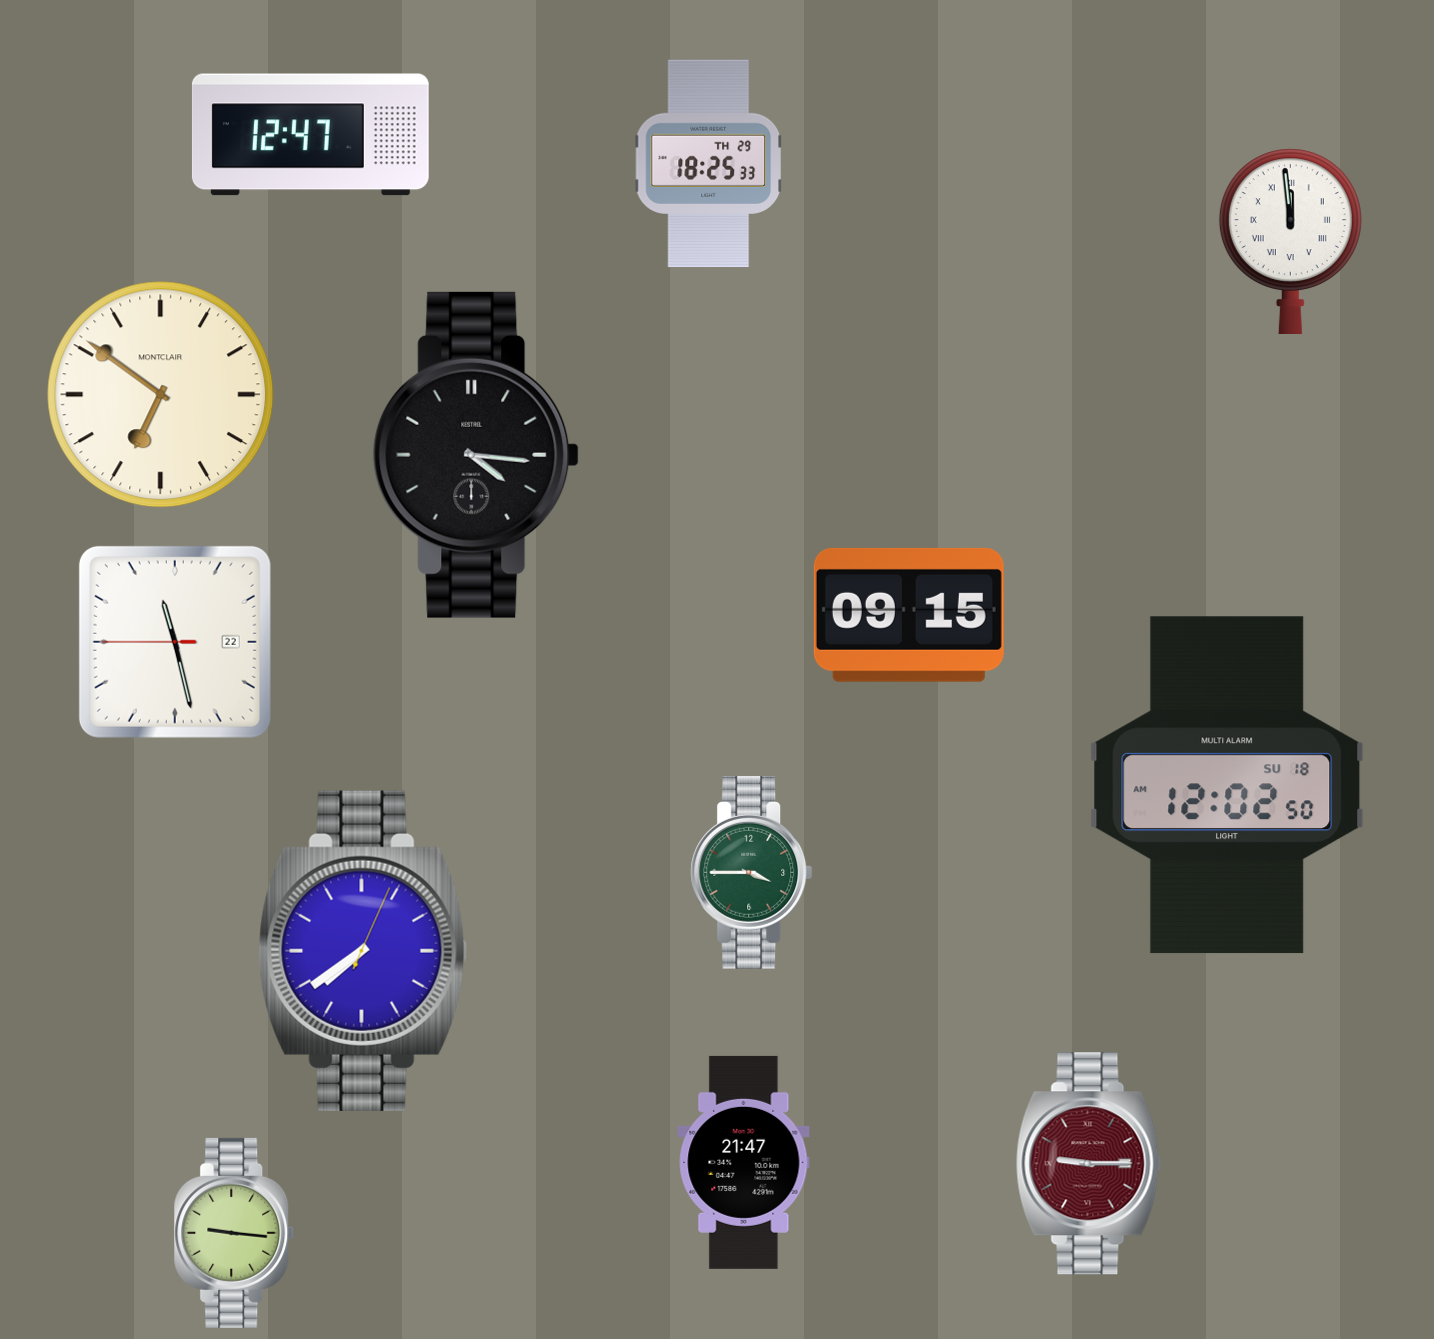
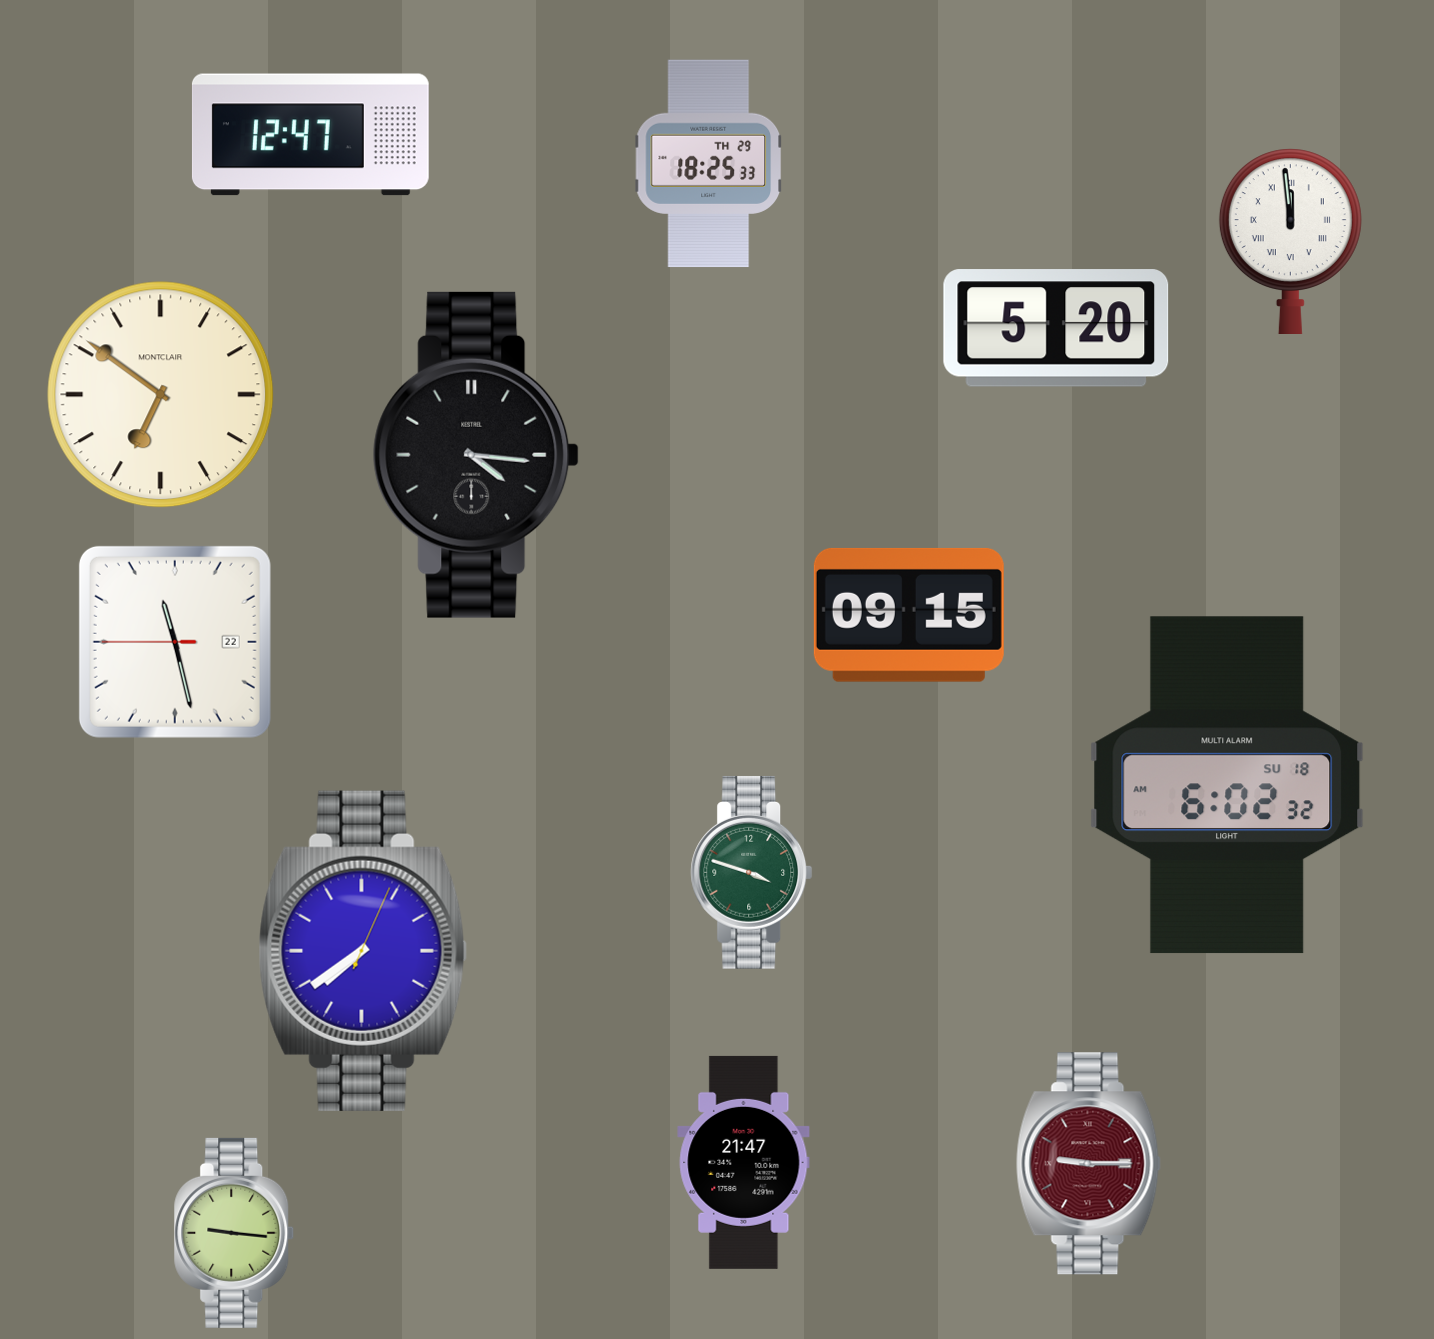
clock at (1056, 328): none -> 5:20
clock at (1227, 785): 12:02 -> 6:02
clock at (752, 872): 3:45 -> 3:48
